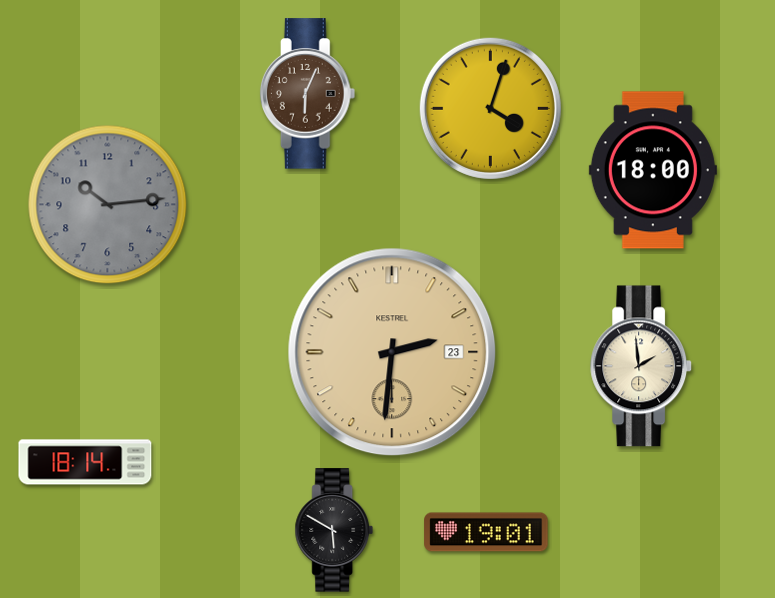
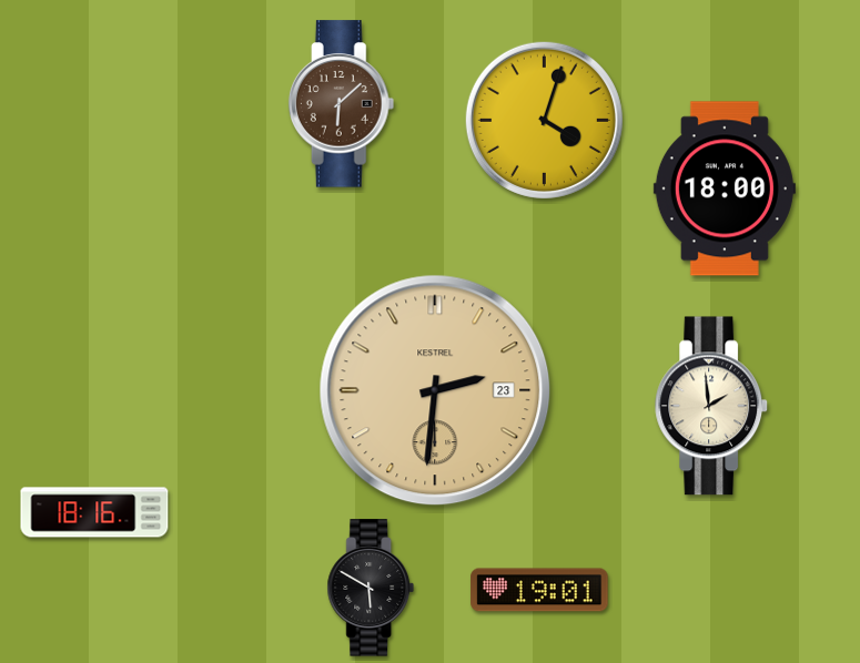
clock at (308, 94): 6:04 -> 6:08
clock at (108, 205): 10:14 -> none
clock at (85, 462): 18:14 -> 18:16
